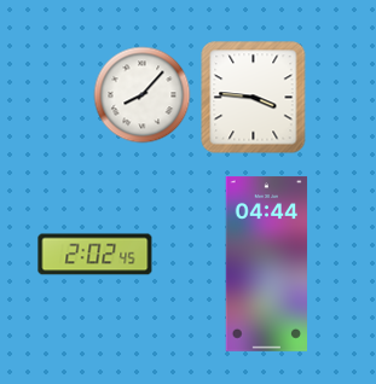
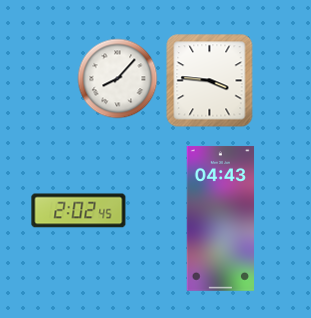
clock at (267, 263): 04:44 -> 04:43
